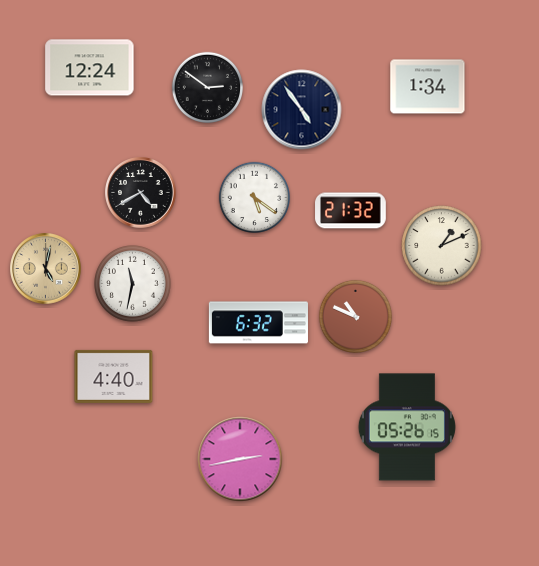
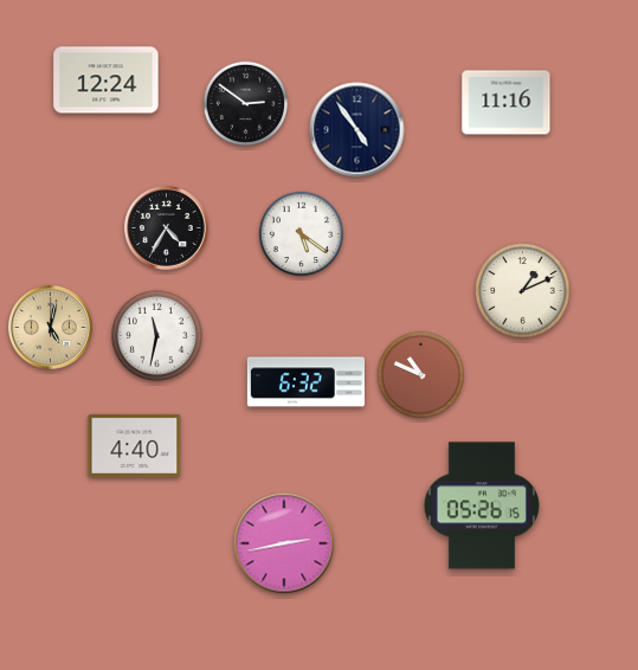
clock at (428, 87): 1:34 -> 11:16
clock at (141, 193): 4:40 -> 4:35
clock at (351, 211): 21:32 -> none
clock at (46, 269) position: (46, 269) -> (51, 328)
